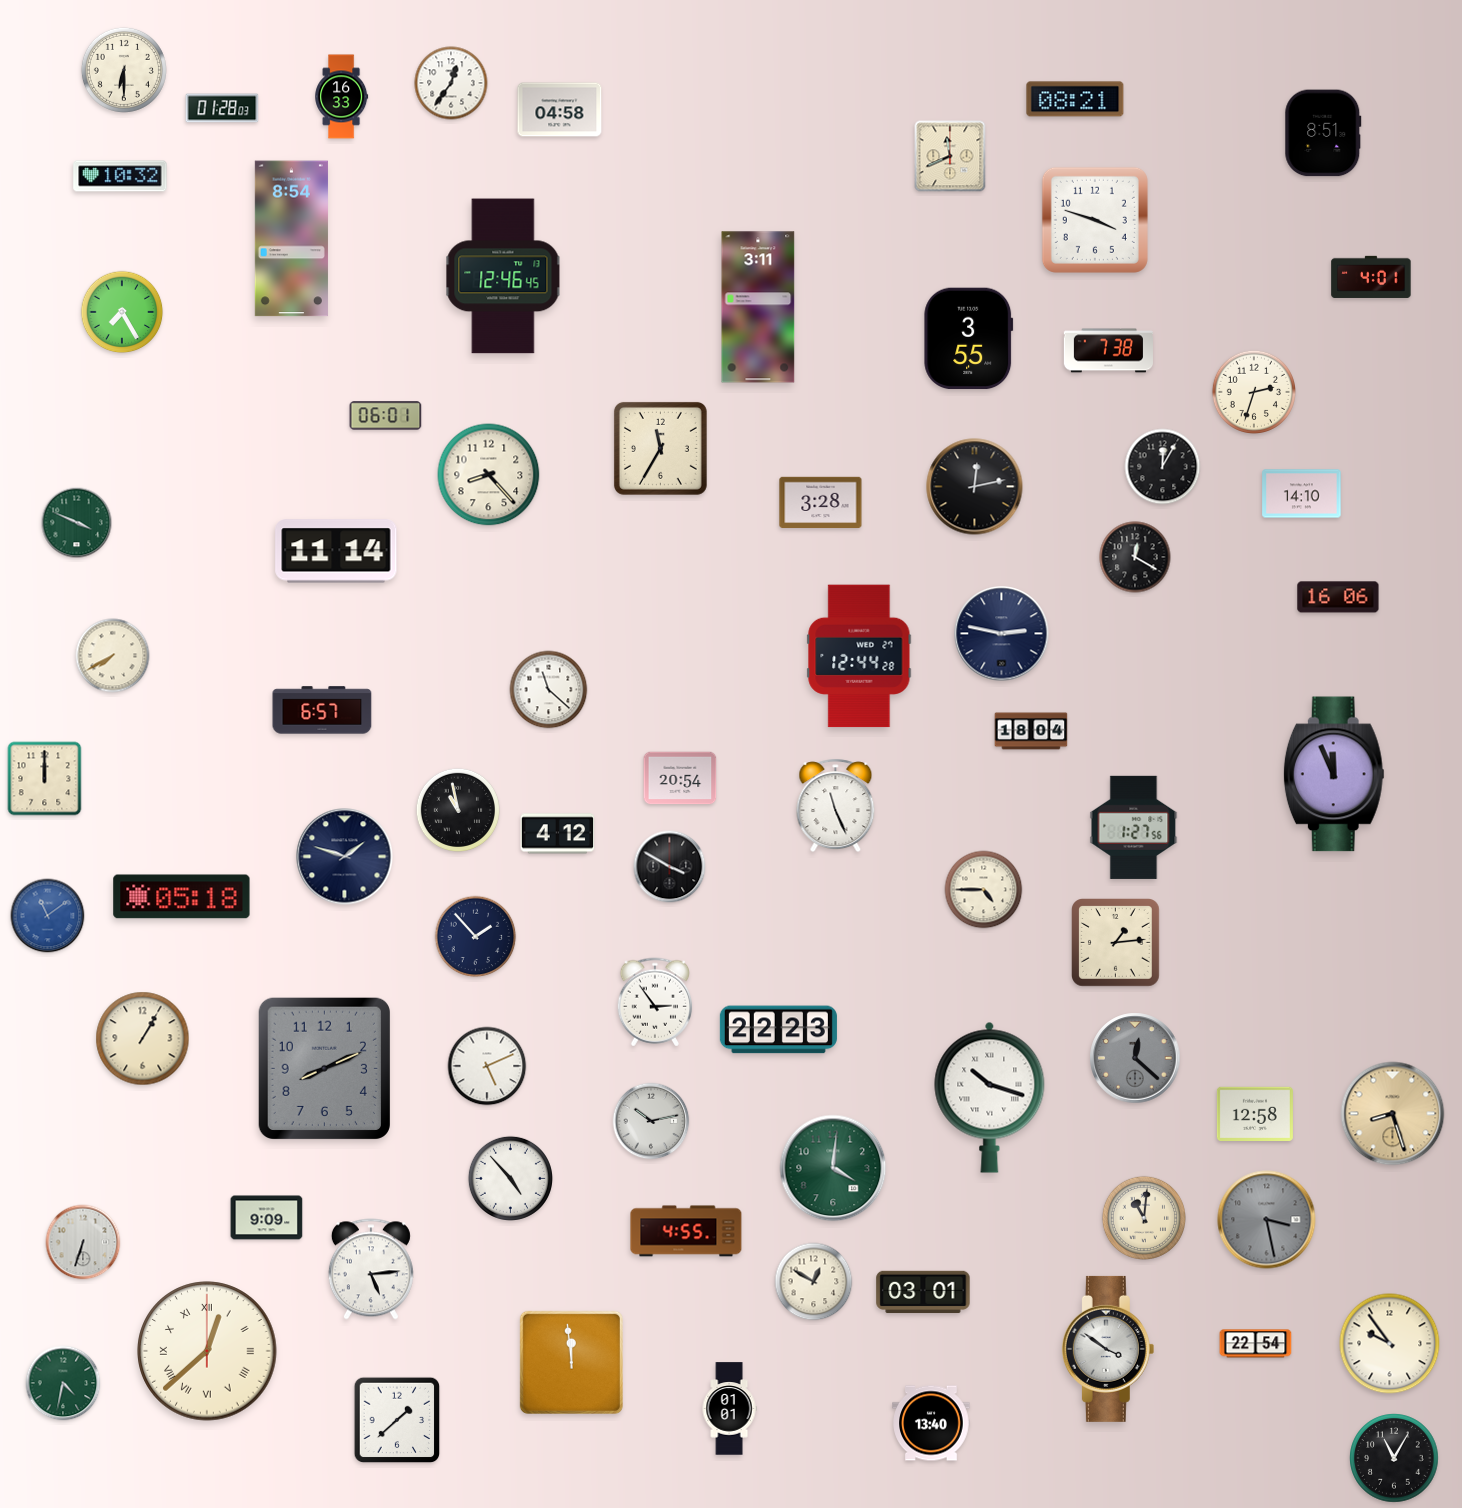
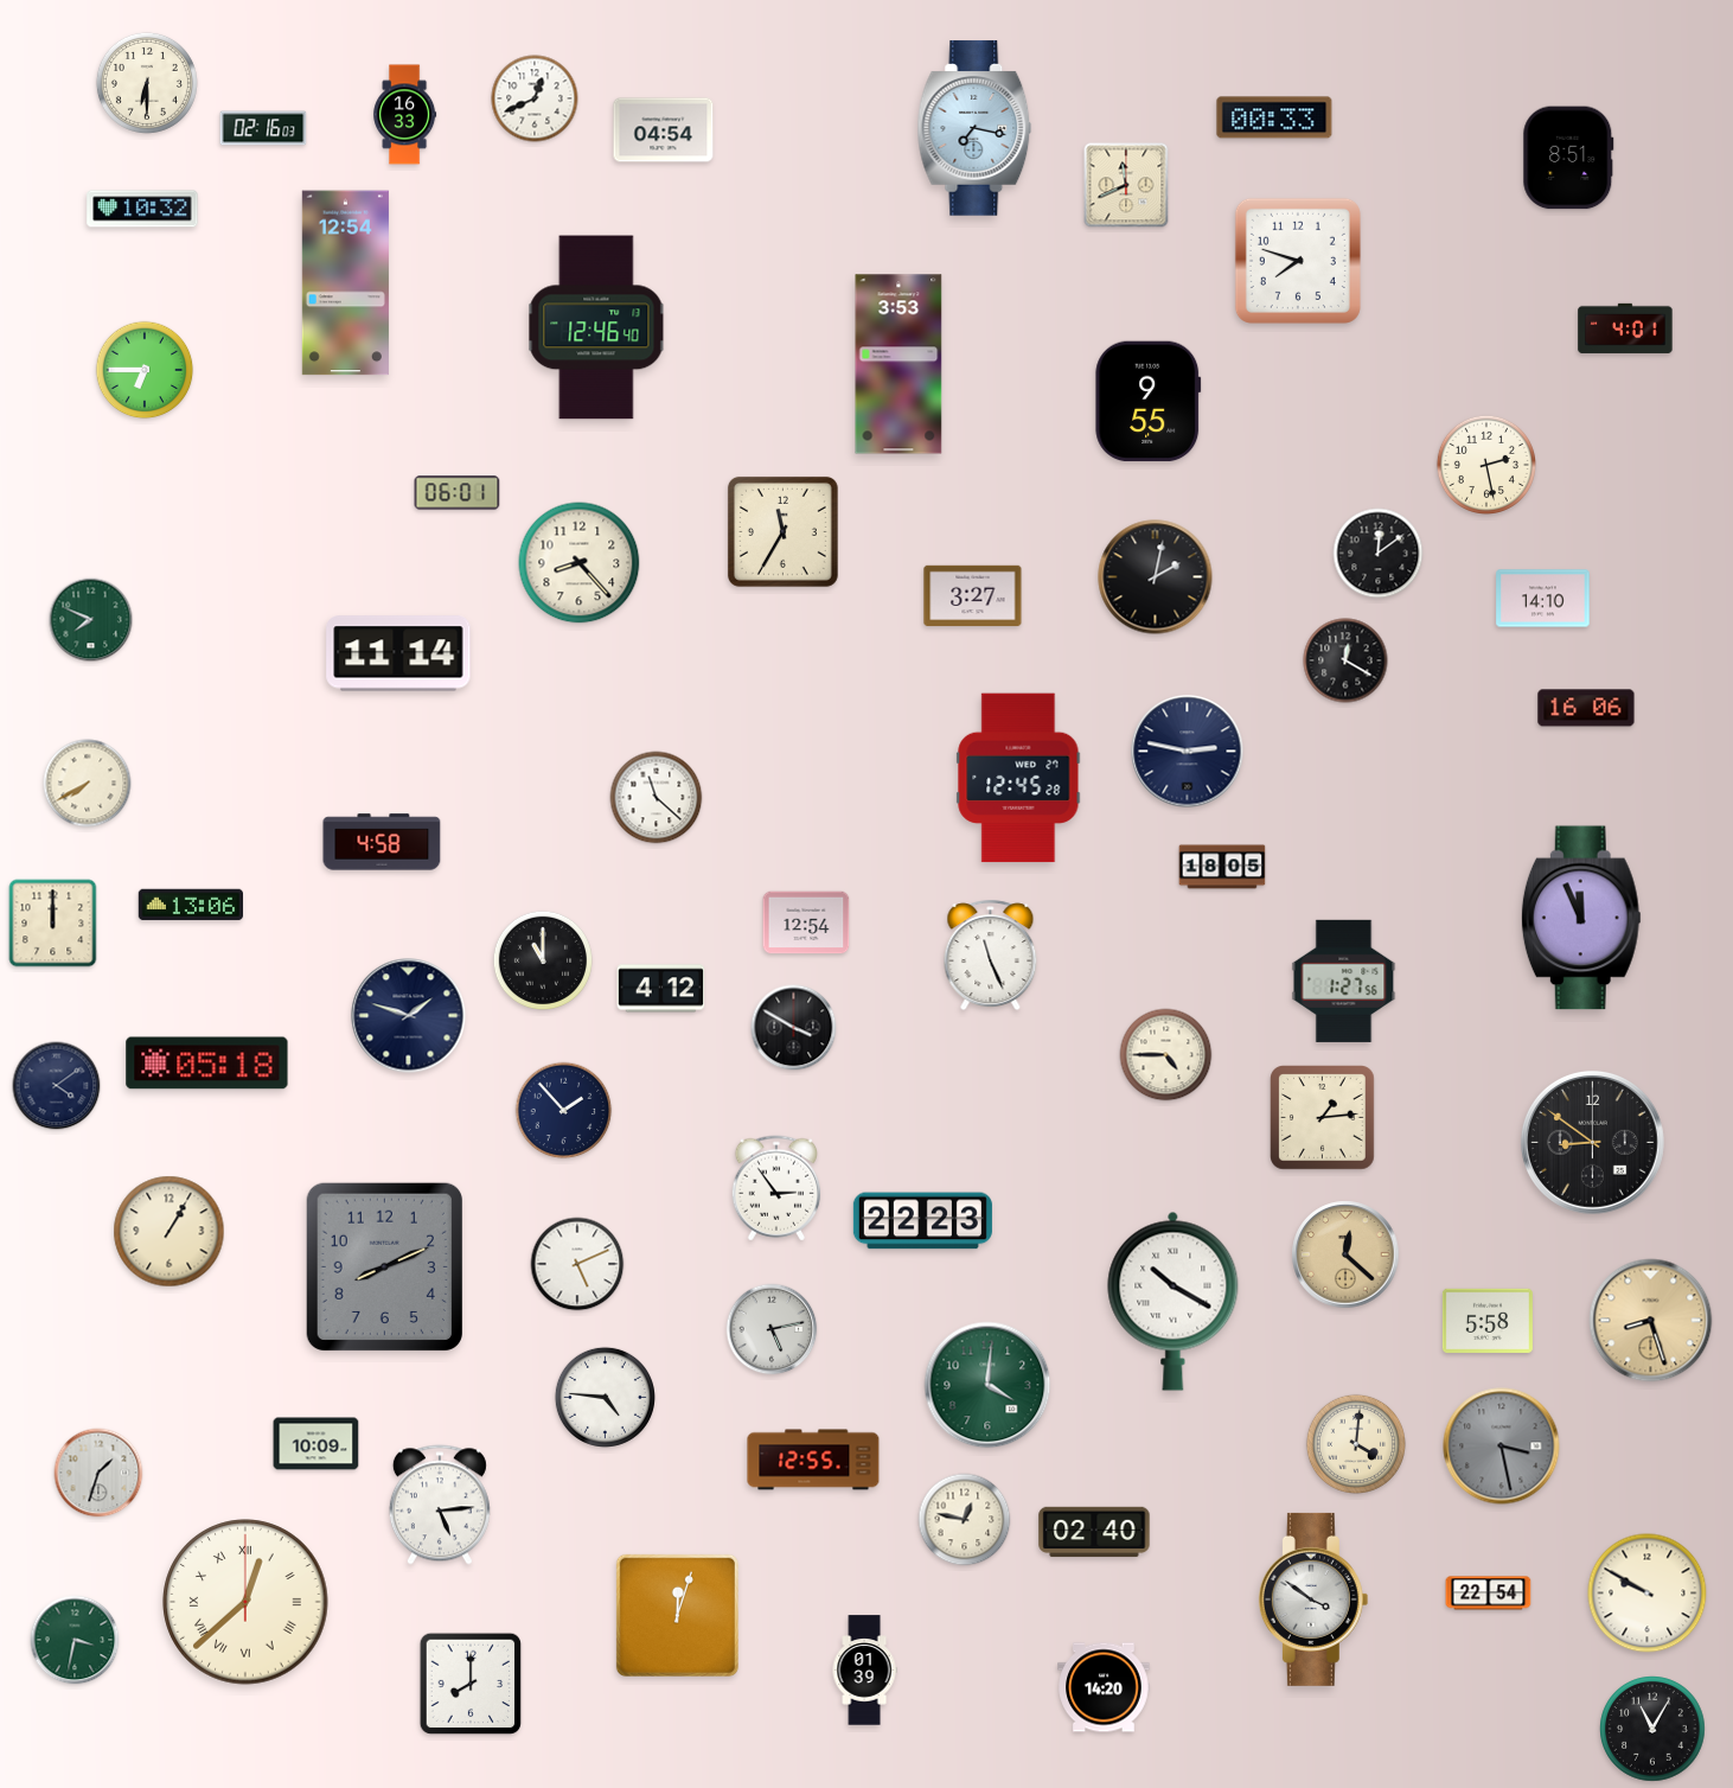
clock at (451, 83): 12:36 -> 12:41
clock at (1075, 99): 08:21 -> 00:33
clock at (222, 108): 01:28 -> 02:16
clock at (974, 128): none -> 7:17
clock at (560, 110): 04:58 -> 04:54
clock at (1095, 220): 3:48 -> 7:48
clock at (291, 239): 8:54 -> 12:54
clock at (503, 276): 12:46:45 -> 12:46:40
clock at (758, 307): 3:11 -> 3:53
clock at (122, 312): 7:25 -> 6:45
clock at (969, 339): 3:55 -> 9:55
clock at (1108, 351): 7:38 -> none
clock at (1253, 391): 2:33 -> 2:28
clock at (1163, 467): 12:05 -> 12:09
clock at (975, 487): 12:13 -> 2:02
clock at (1302, 494) position: (1302, 494) -> (1543, 599)
clock at (821, 503): 3:28 -> 3:27
clock at (77, 523): 3:49 -> 7:49
clock at (113, 656) position: (113, 656) -> (88, 784)
clock at (859, 656): 12:44 -> 12:45
clock at (549, 690) position: (549, 690) -> (657, 798)
clock at (322, 710): 6:57 -> 4:58
clock at (1031, 731): 18:04 -> 18:05
clock at (190, 905): none -> 13:06
clock at (680, 778): 20:54 -> 12:54
clock at (457, 809): 10:58 -> 11:00
clock at (182, 897) position: (182, 897) -> (207, 1064)
clock at (48, 916): 11:09 -> 4:09
clock at (48, 916) dial: blue -> navy
clock at (1592, 1142): none -> 8:51
clock at (1135, 1058) dial: grey -> champagne
clock at (990, 1097): 10:18 -> 10:20
clock at (1255, 1113): 12:58 -> 5:58
clock at (651, 1121): 10:13 -> 5:13
clock at (510, 1178): 4:53 -> 4:46
clock at (1143, 1217): 11:01 -> 4:01
clock at (267, 1218): 9:09 -> 10:09
clock at (686, 1231): 4:55 -> 12:55
clock at (83, 1242): 6:33 -> 1:33
clock at (814, 1282): 12:50 -> 12:47
clock at (923, 1292): 03:01 -> 02:40
clock at (1390, 1344): 9:54 -> 9:50
clock at (571, 1362): 11:59 -> 12:03
clock at (63, 1383): 4:32 -> 3:32
clock at (729, 1409): 01:01 -> 01:39
clock at (397, 1420): 1:38 -> 8:00
clock at (931, 1423): 13:40 -> 14:20
